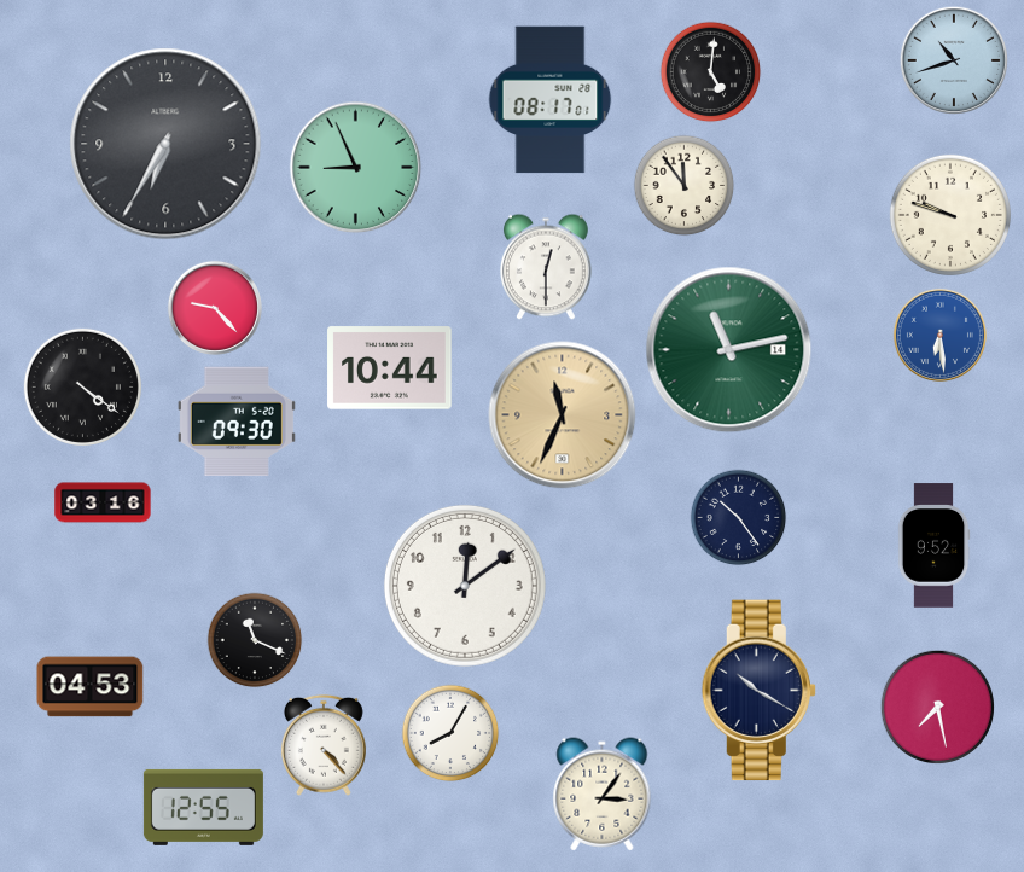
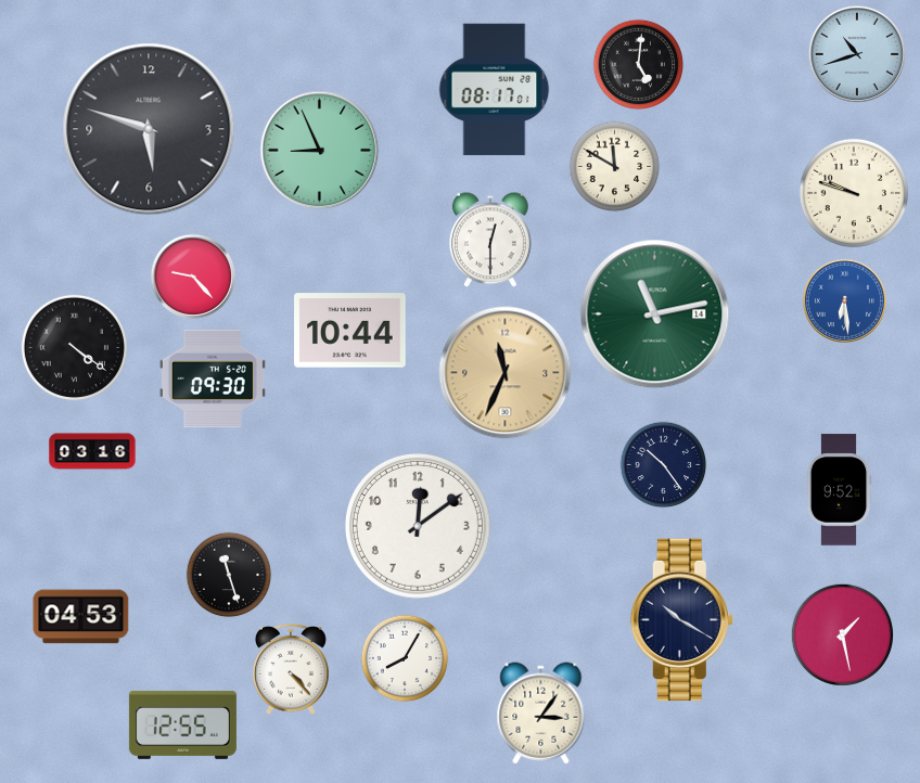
clock at (165, 144): 6:35 -> 5:48
clock at (685, 186): 11:54 -> 11:50
clock at (255, 640): 11:19 -> 11:27
clock at (937, 707): 7:28 -> 1:28
